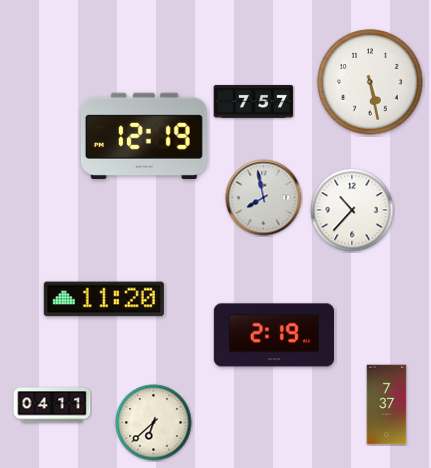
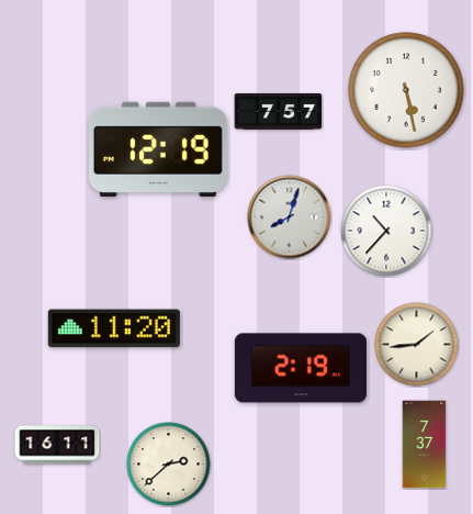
clock at (264, 198): 7:58 -> 8:03
clock at (417, 345): none -> 1:44
clock at (52, 405): 04:11 -> 16:11
clock at (154, 423): 6:38 -> 2:38
